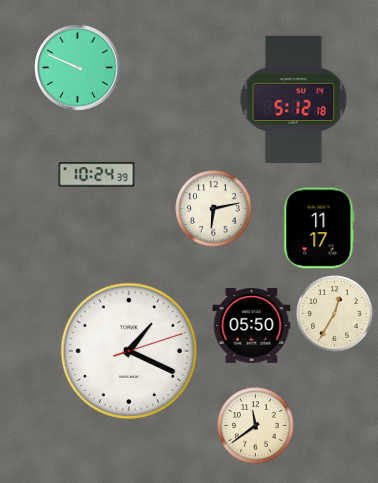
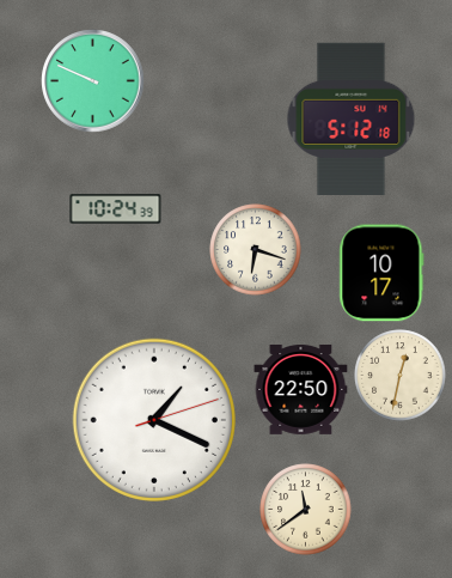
clock at (214, 209): 6:13 -> 6:18
clock at (319, 228): 11:17 -> 10:17
clock at (335, 314): 12:35 -> 12:32
clock at (252, 325): 05:50 -> 22:50
